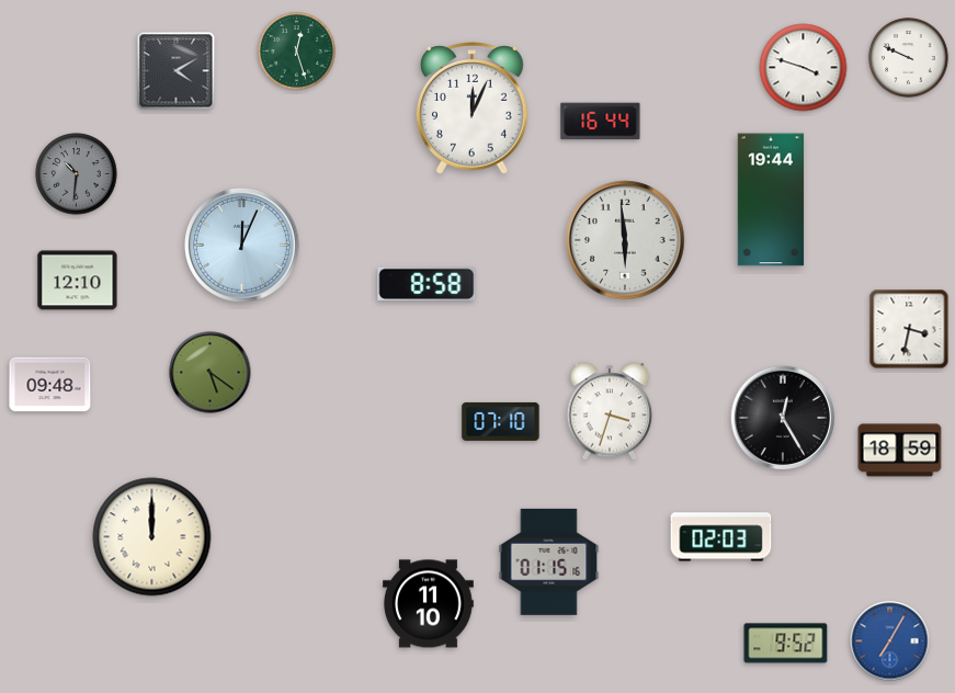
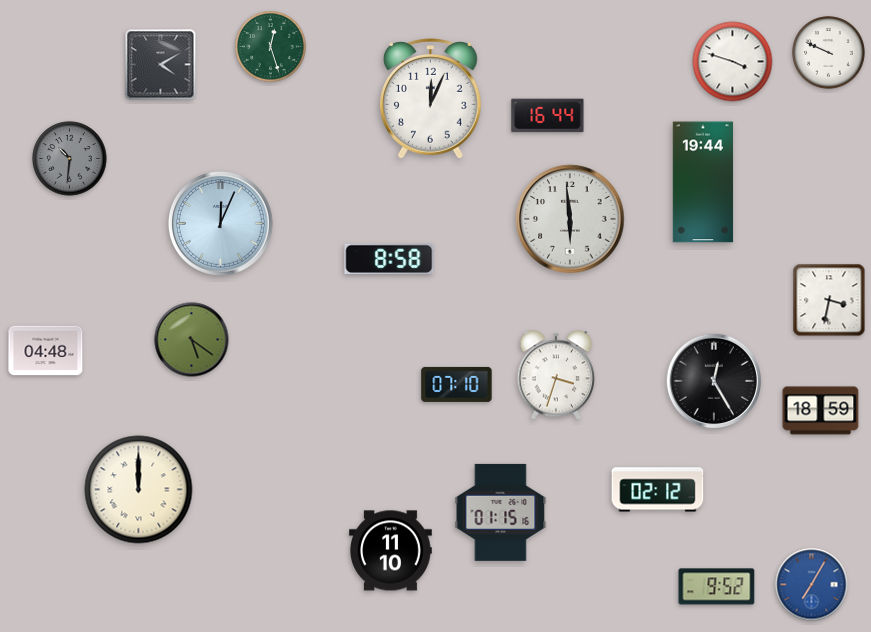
clock at (601, 122) position: (601, 122) -> (548, 116)
clock at (78, 281): 12:10 -> none
clock at (50, 385): 09:48 -> 04:48
clock at (721, 537): 02:03 -> 02:12
